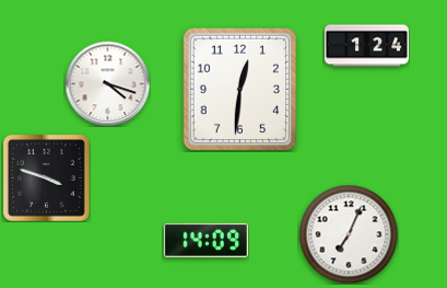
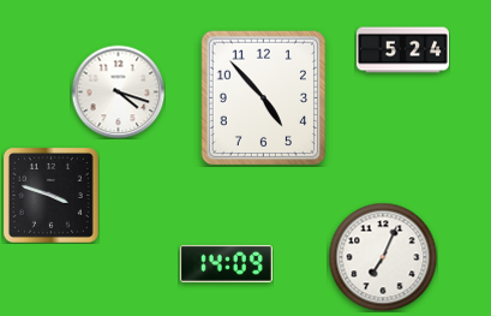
clock at (366, 46): 1:24 -> 5:24
clock at (239, 89): 12:31 -> 4:53
